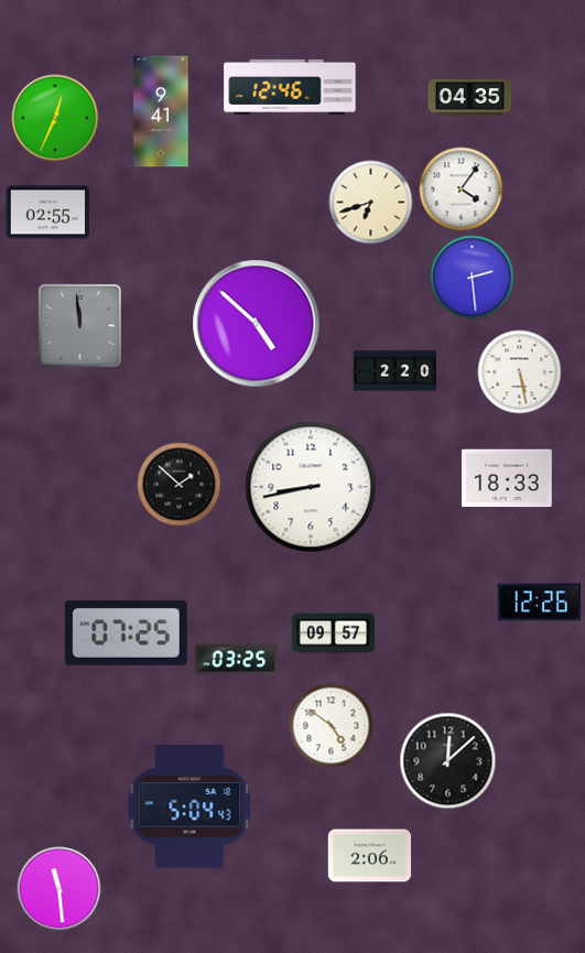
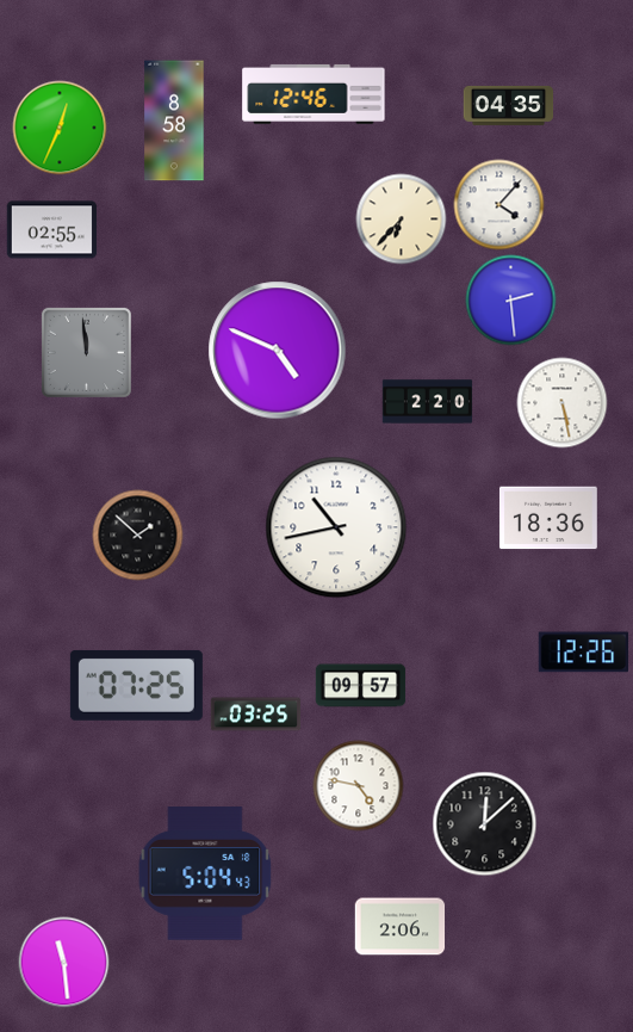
clock at (161, 111): 9:41 -> 8:58
clock at (462, 189): 4:06 -> 4:07
clock at (371, 203): 6:42 -> 6:37
clock at (257, 324): 4:52 -> 4:49
clock at (507, 478): 18:33 -> 18:36
clock at (180, 485) position: (180, 485) -> (138, 536)
clock at (311, 487): 8:43 -> 10:43
clock at (332, 726): 4:51 -> 4:47
